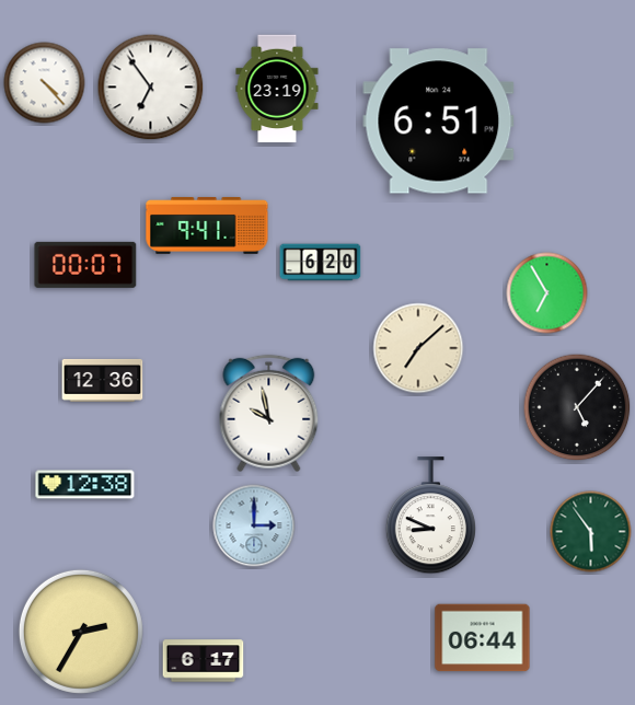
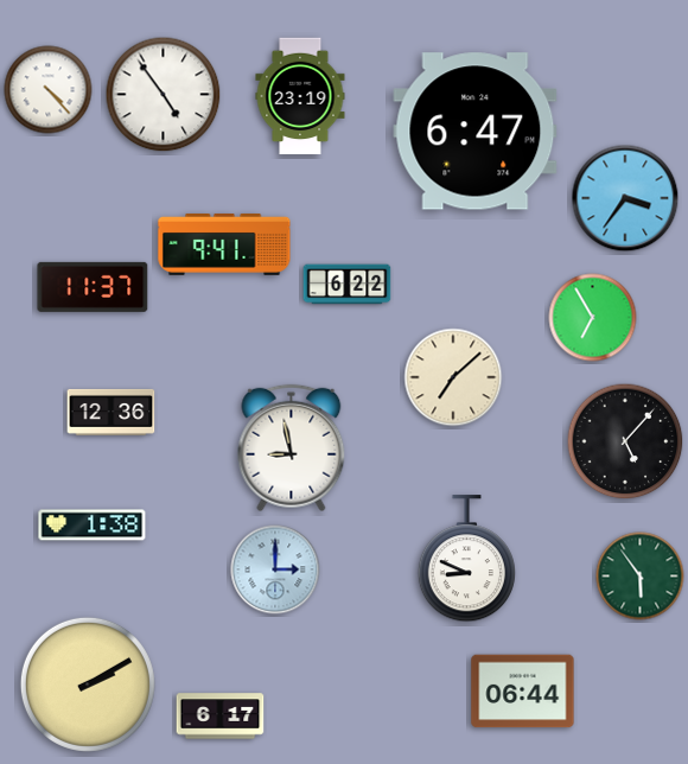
clock at (151, 88): 6:54 -> 4:54
clock at (439, 122): 6:51 -> 6:47
clock at (625, 198): none -> 3:36
clock at (321, 263): 6:20 -> 6:22
clock at (85, 265): 00:07 -> 11:37
clock at (269, 414): 9:58 -> 8:58
clock at (85, 485): 12:38 -> 1:38
clock at (81, 632): 2:35 -> 2:10
